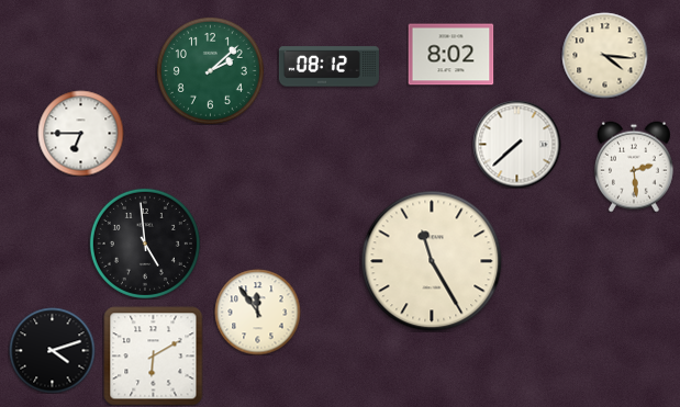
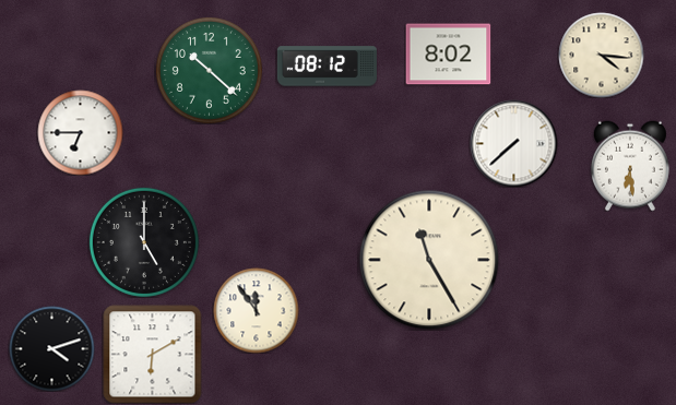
clock at (210, 70): 2:08 -> 10:22
clock at (634, 167): 2:29 -> 6:29
clock at (145, 244): 4:59 -> 5:00
